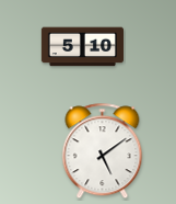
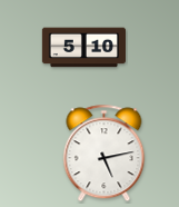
clock at (103, 151): 5:09 -> 5:13
